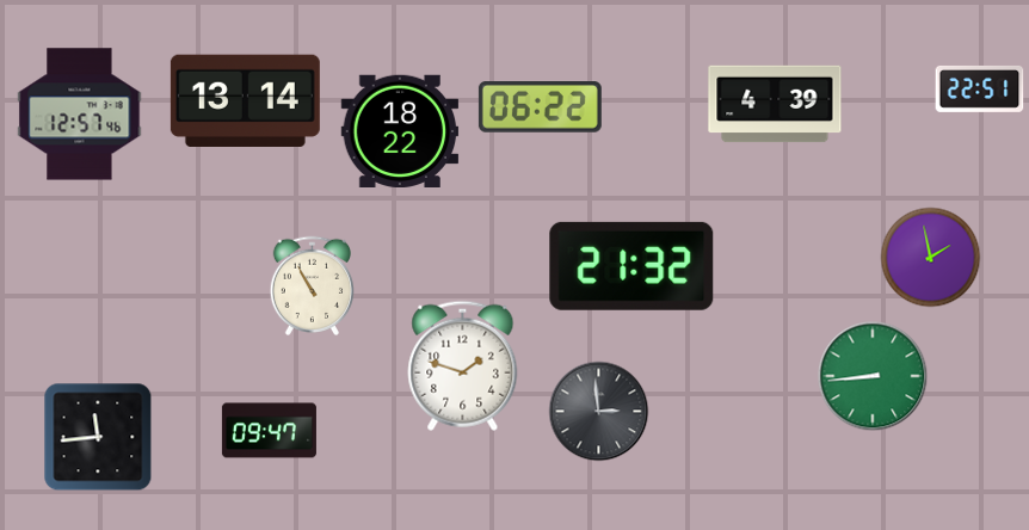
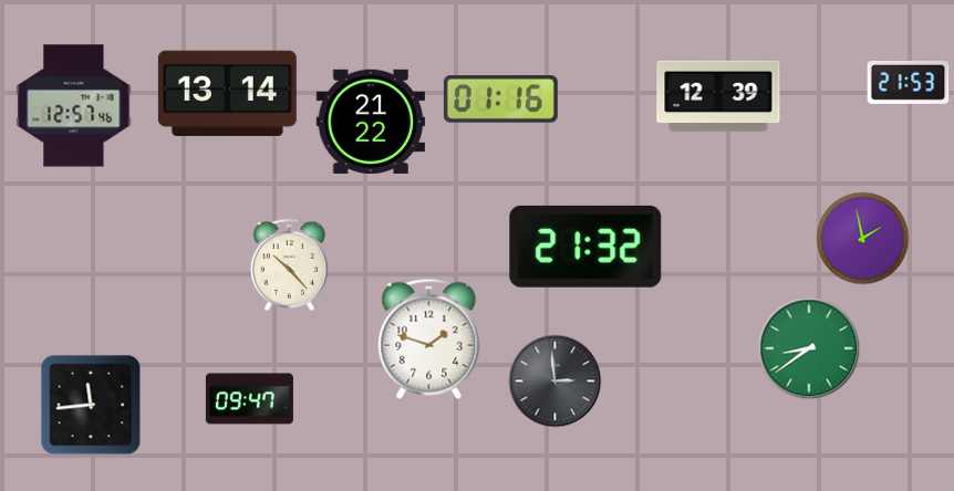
clock at (980, 88): 22:51 -> 21:53
clock at (775, 104): 4:39 -> 12:39
clock at (540, 107): 06:22 -> 01:16
clock at (400, 130): 18:22 -> 21:22
clock at (312, 285): 10:55 -> 10:23
clock at (873, 376): 8:44 -> 8:39
